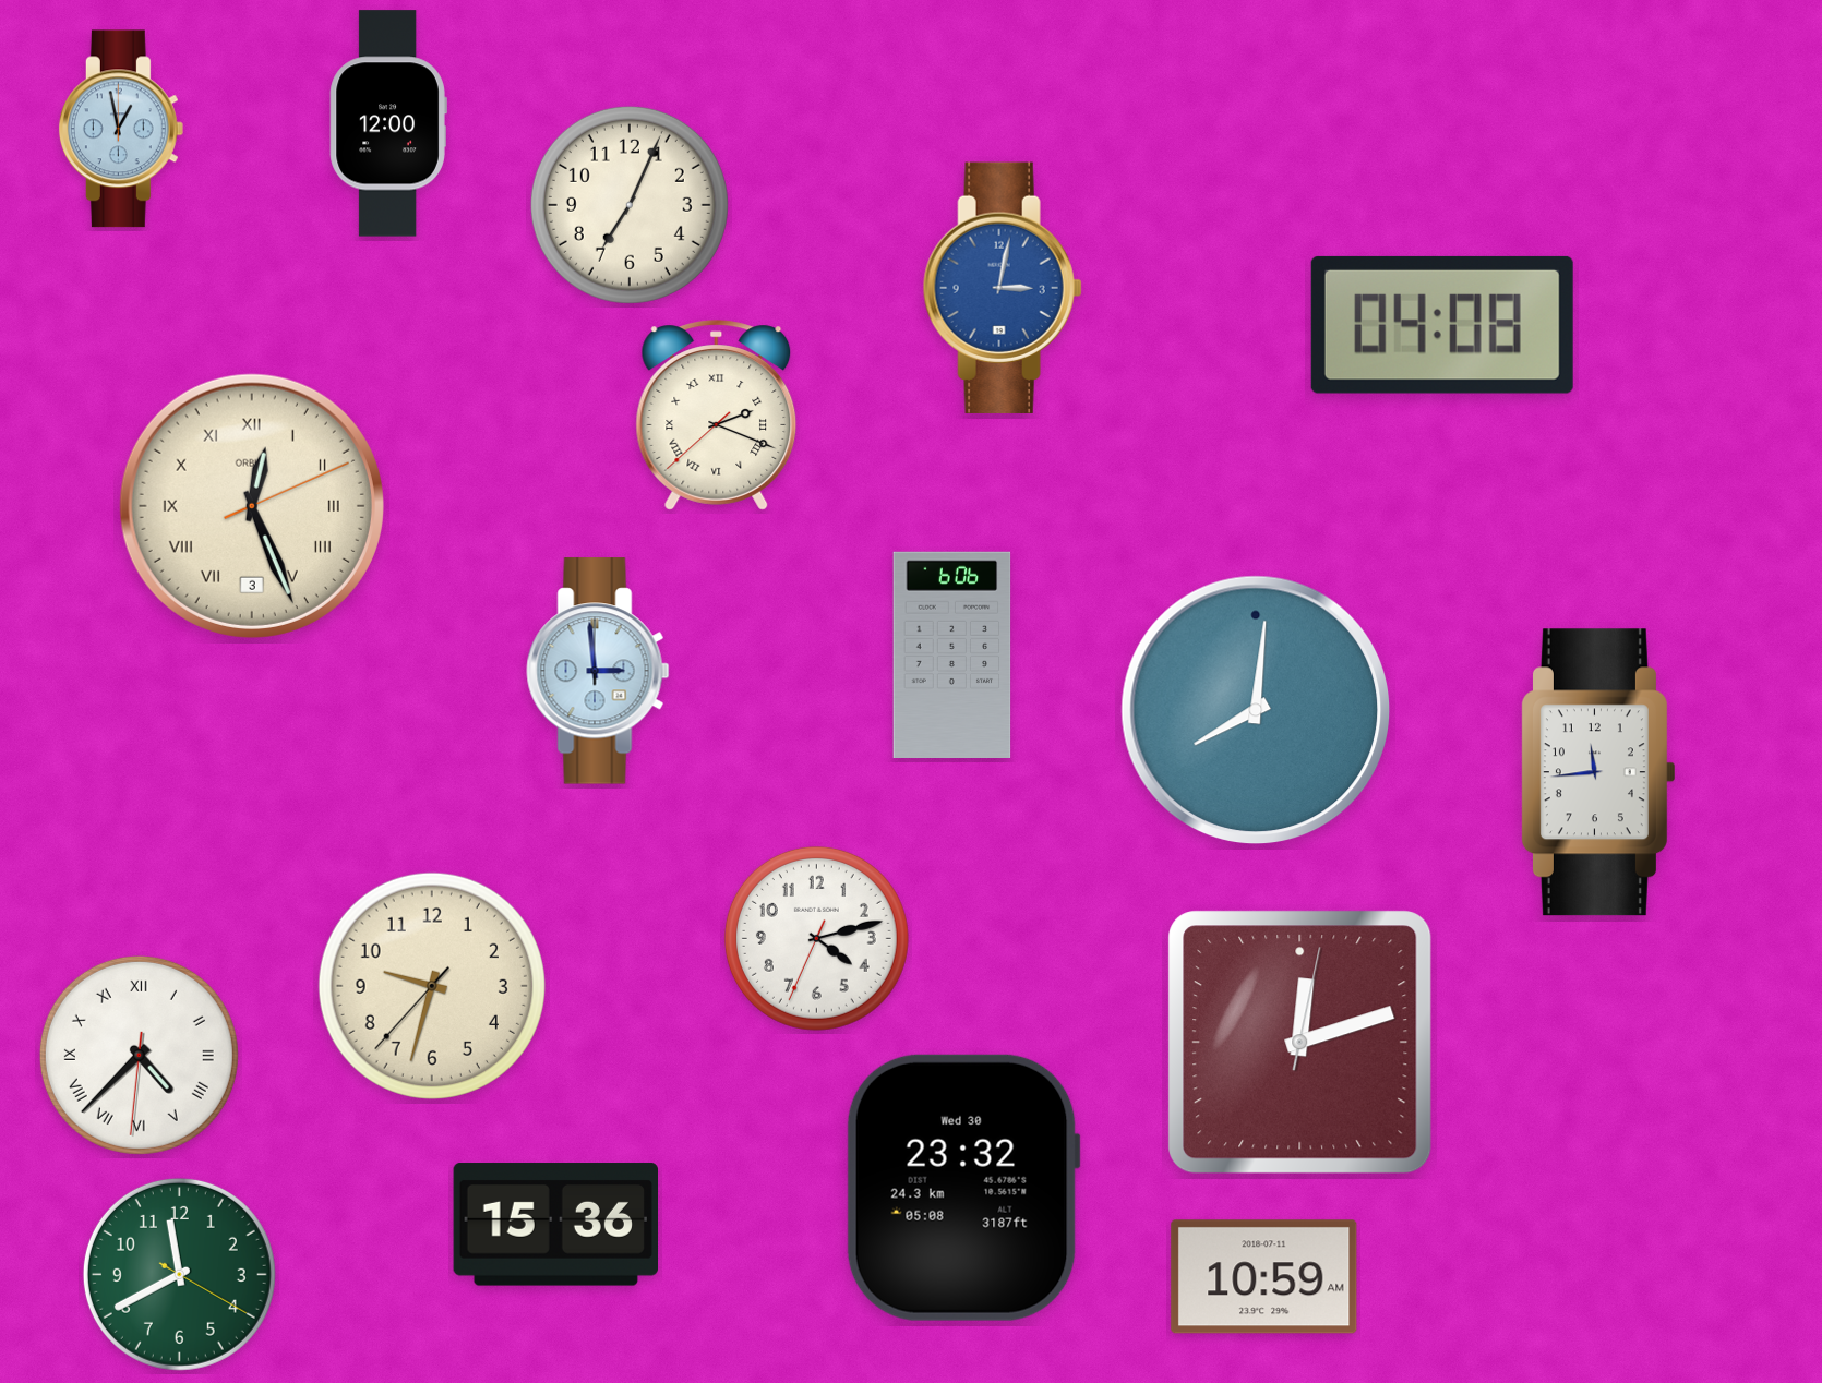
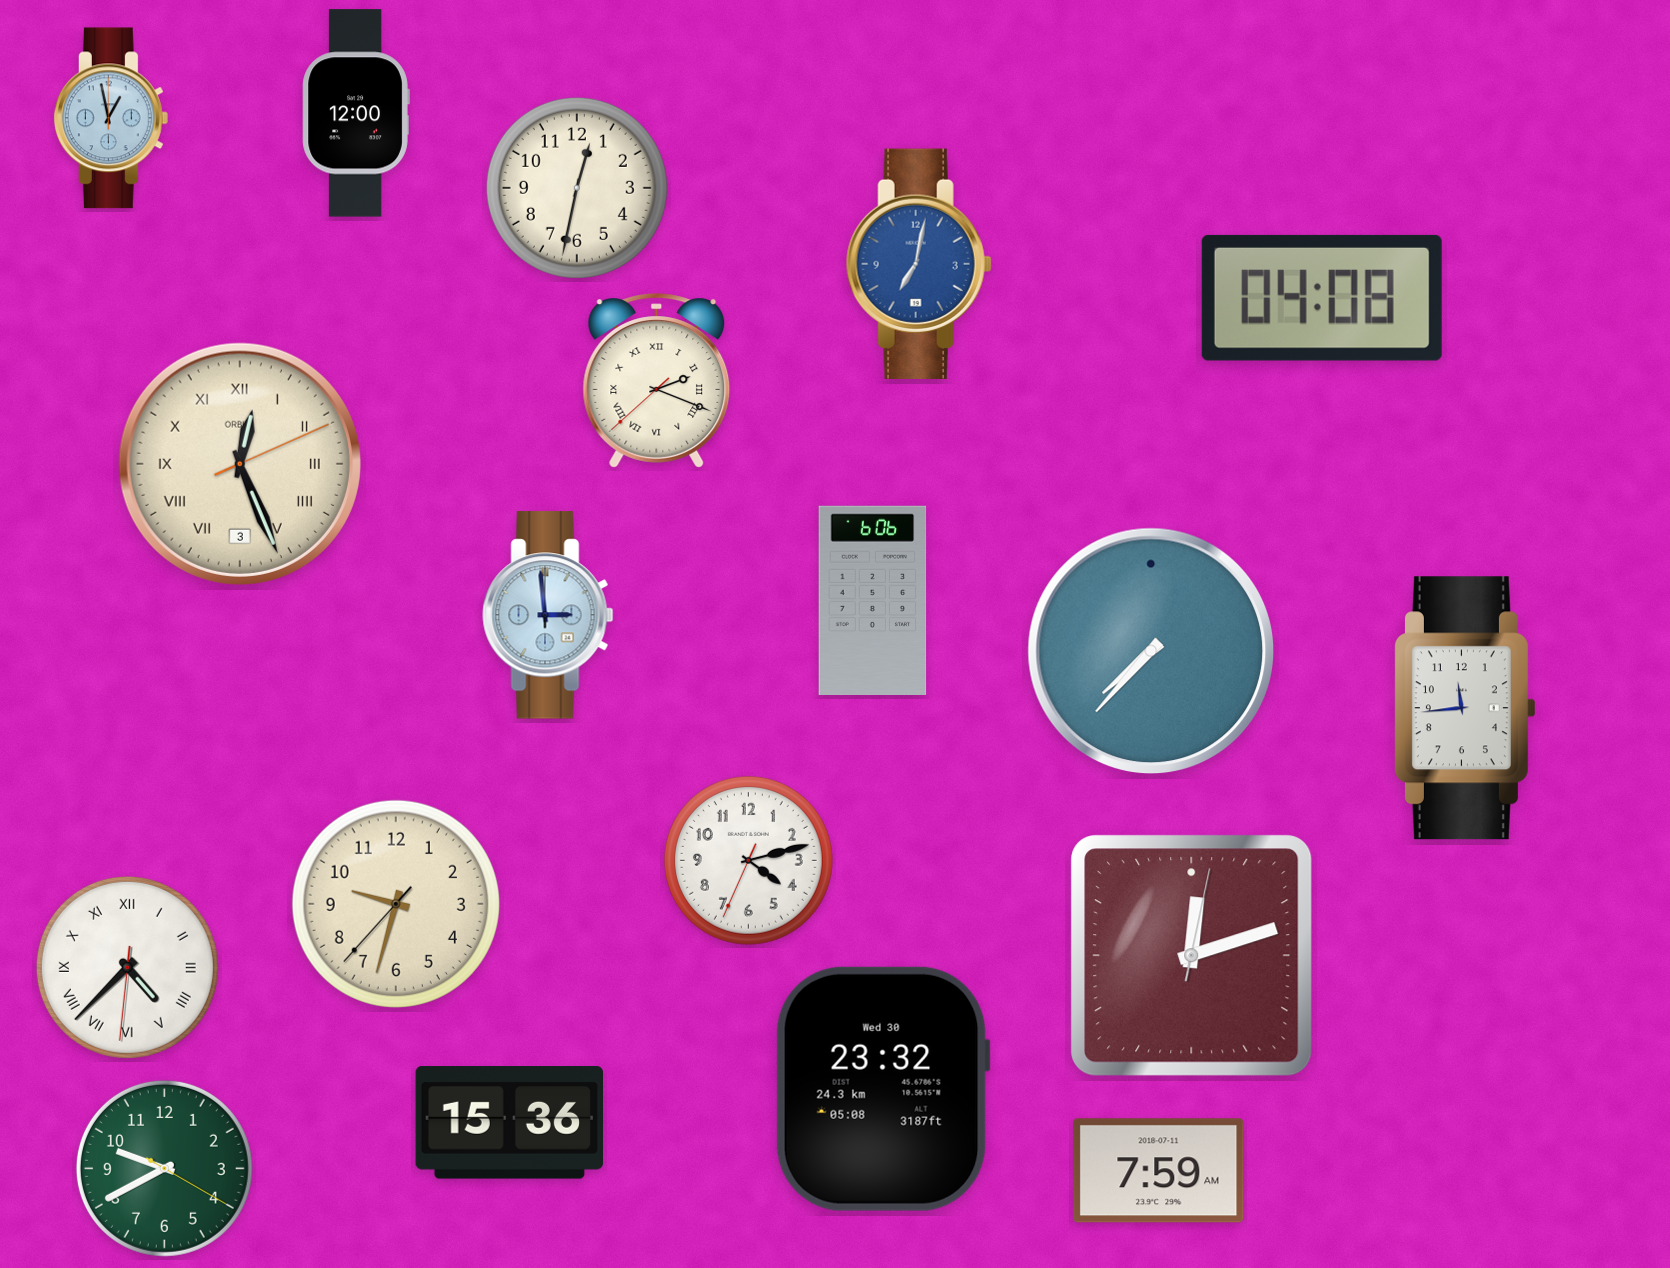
clock at (630, 205): 7:04 -> 12:32
clock at (1003, 288): 3:02 -> 7:02
clock at (252, 506) position: (252, 506) -> (240, 464)
clock at (1256, 710): 8:01 -> 7:37
clock at (179, 1274): 11:40 -> 9:40
clock at (1264, 1277): 10:59 -> 7:59
